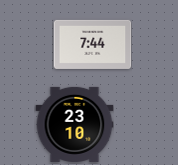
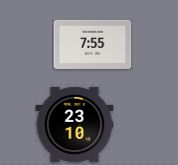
clock at (92, 44): 7:44 -> 7:55
